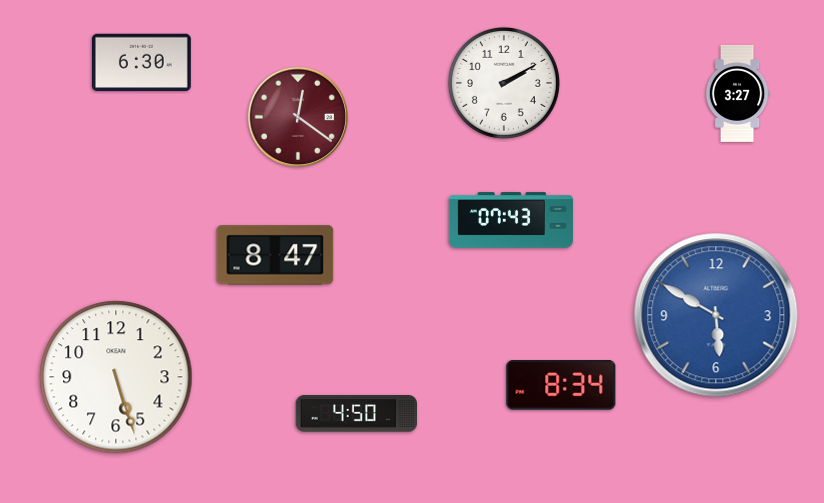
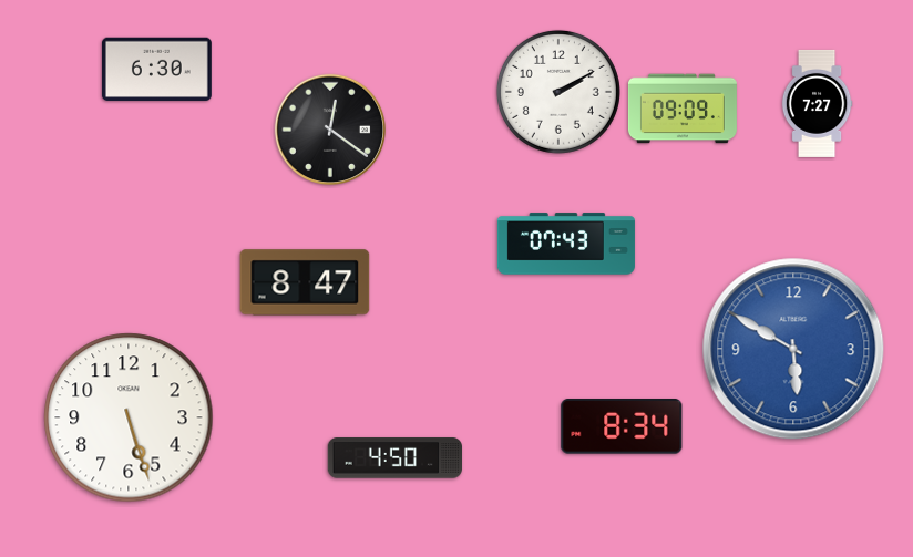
clock at (737, 93): 3:27 -> 7:27
clock at (683, 109): none -> 09:09
clock at (297, 116) dial: burgundy -> black
